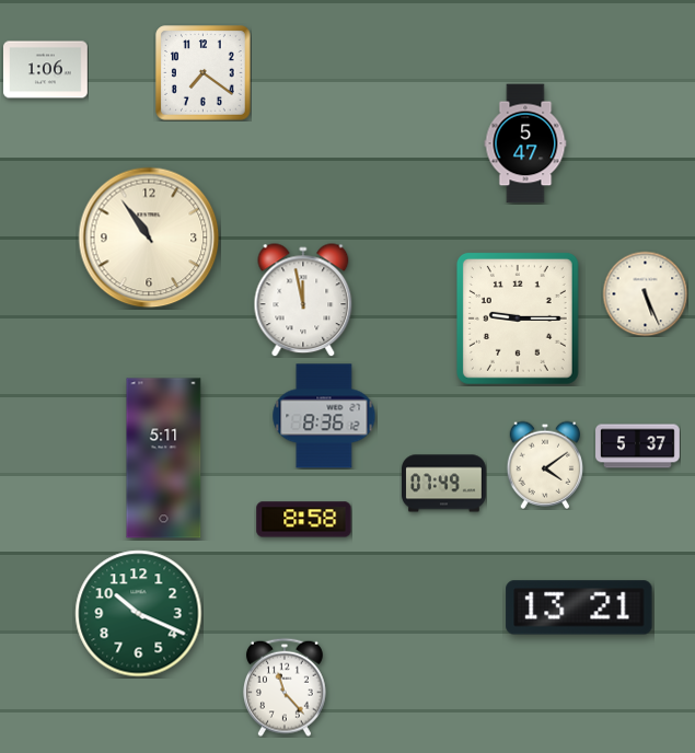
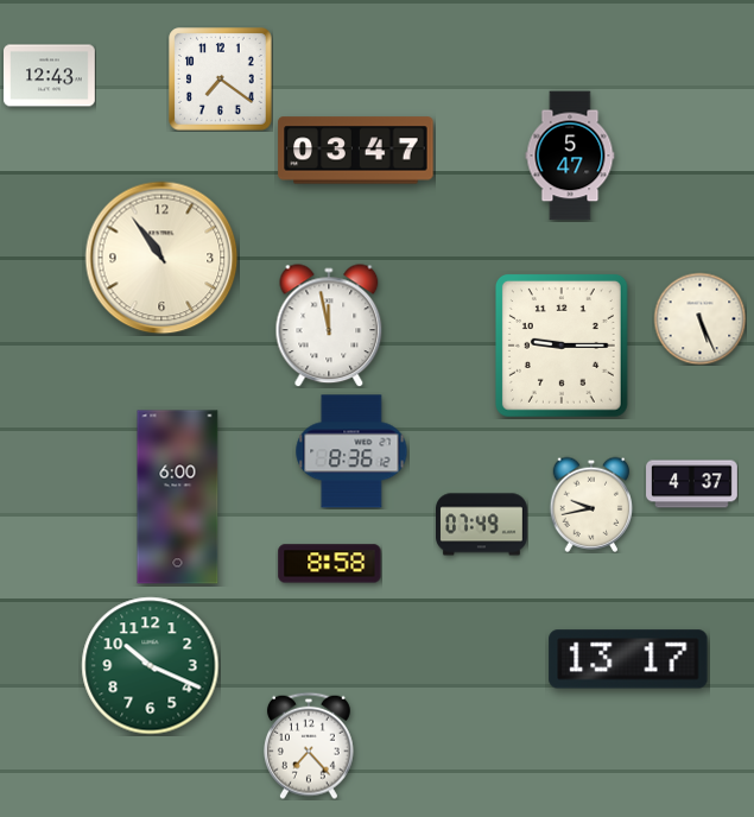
clock at (46, 70): 1:06 -> 12:43
clock at (356, 151): none -> 03:47
clock at (638, 447): 5:37 -> 4:37
clock at (164, 459): 5:11 -> 6:00
clock at (545, 465): 4:09 -> 9:43
clock at (579, 607): 13:21 -> 13:17
clock at (285, 687): 11:23 -> 7:23
